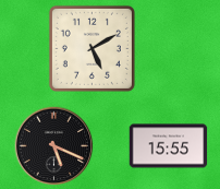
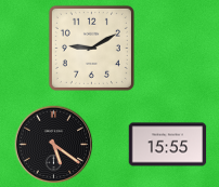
clock at (91, 48): 5:10 -> 9:10
clock at (54, 146): 5:19 -> 5:21
